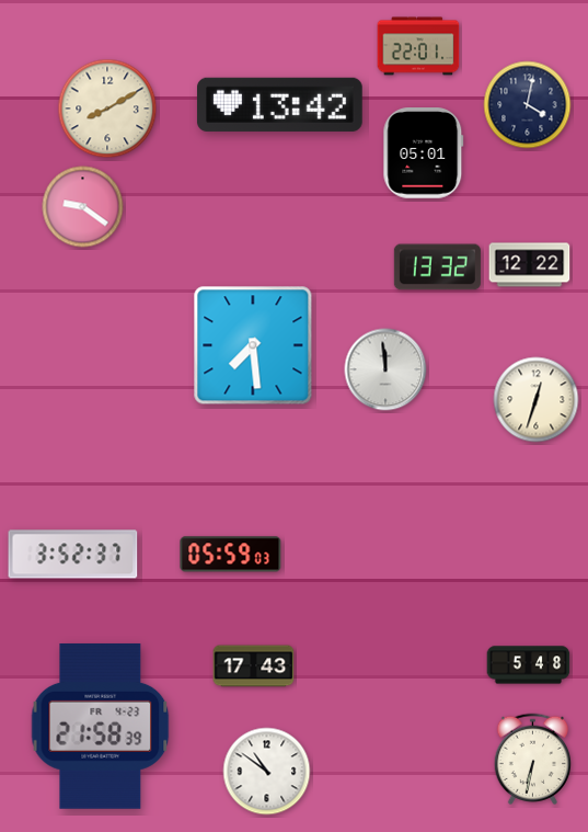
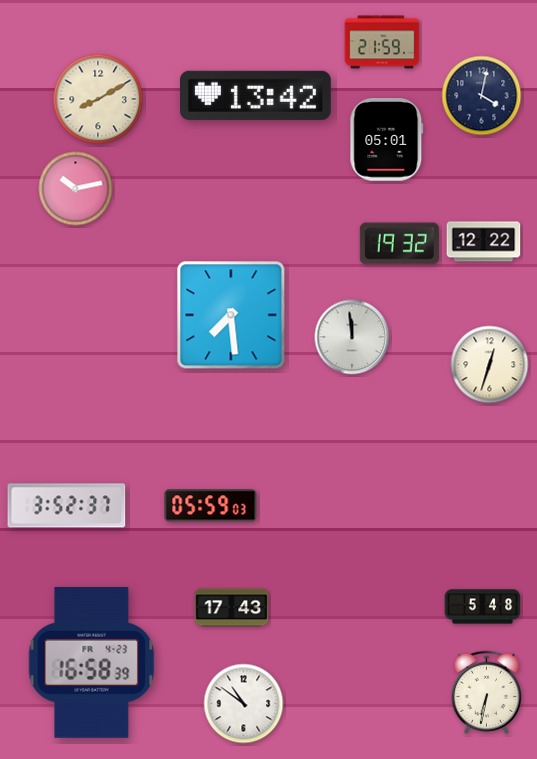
clock at (418, 46): 22:01 -> 21:59
clock at (83, 207): 9:21 -> 10:13
clock at (437, 267): 13:32 -> 19:32
clock at (101, 726): 21:58 -> 16:58
